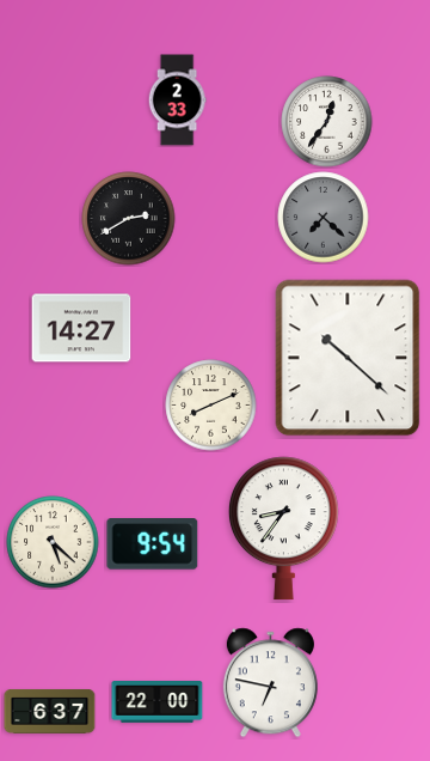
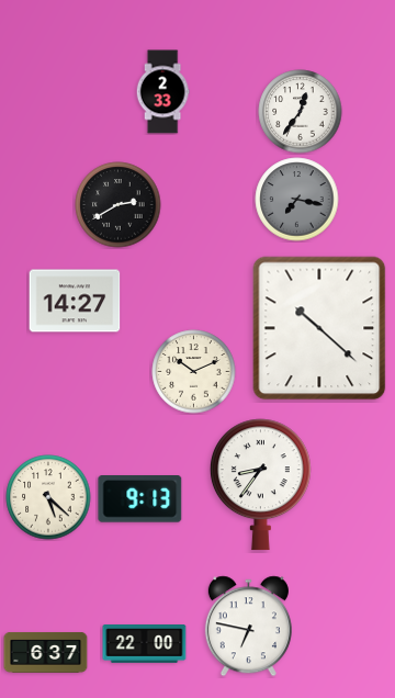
clock at (324, 218): 7:22 -> 7:17
clock at (129, 219) position: (129, 219) -> (119, 205)
clock at (211, 406): 8:11 -> 10:11
clock at (153, 544): 9:54 -> 9:13
